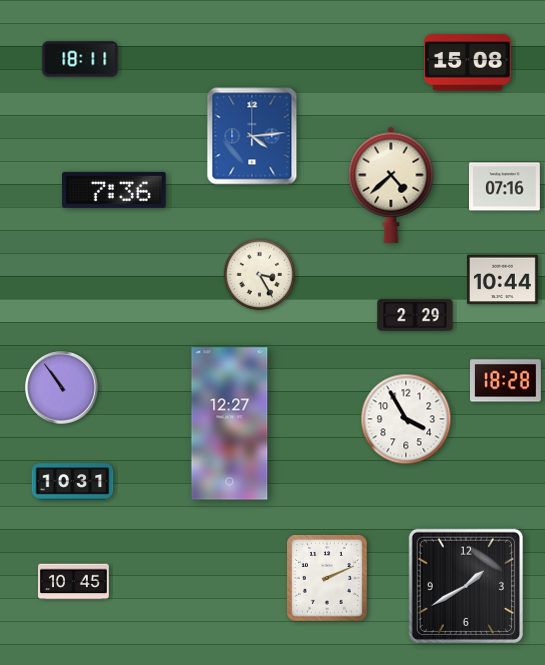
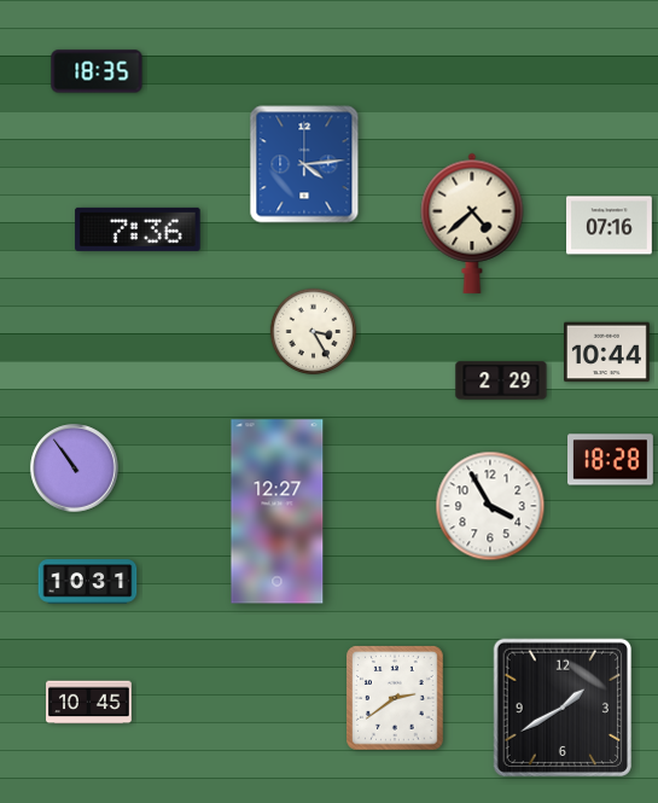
clock at (80, 59): 18:11 -> 18:35
clock at (468, 63): 15:08 -> none
clock at (503, 280) position: (503, 280) -> (607, 353)
clock at (328, 579): 2:11 -> 2:39
